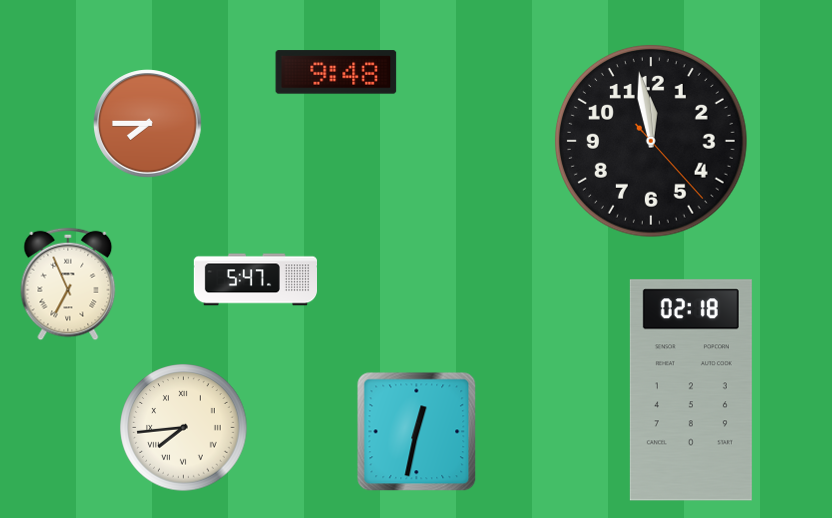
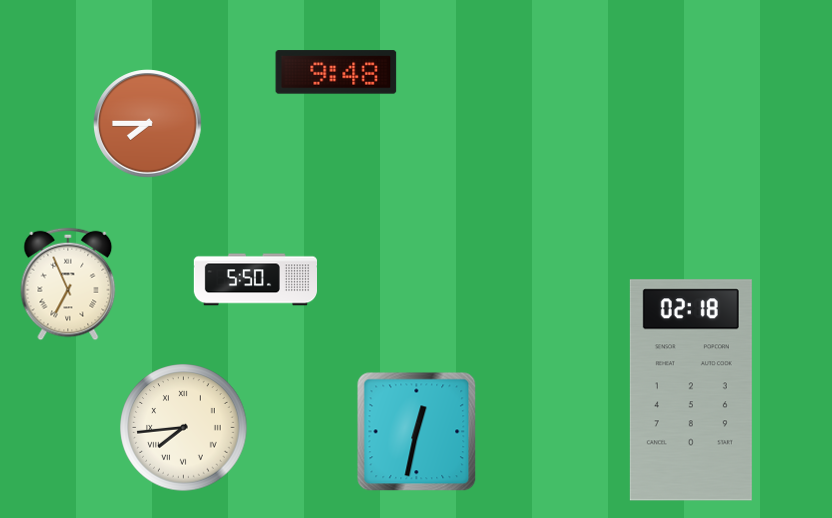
clock at (651, 141): 11:58 -> none
clock at (255, 280): 5:47 -> 5:50
